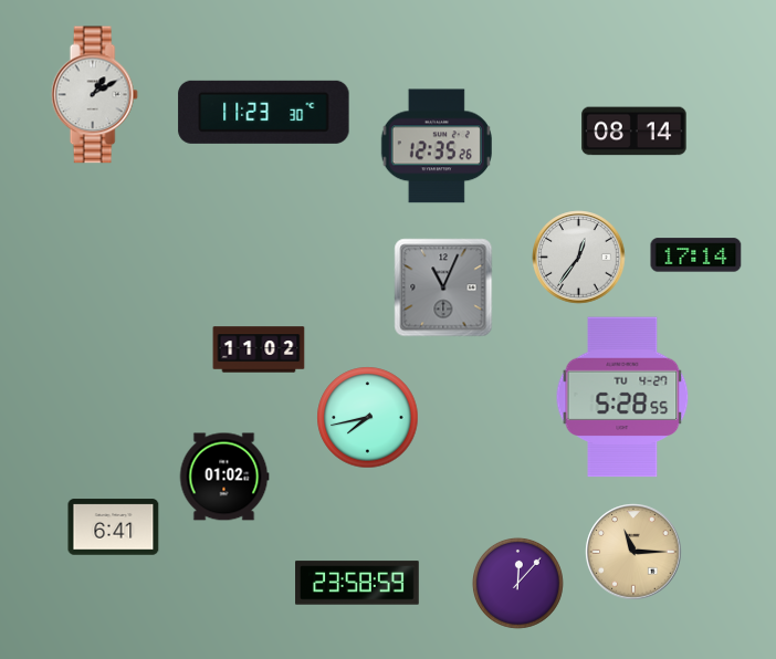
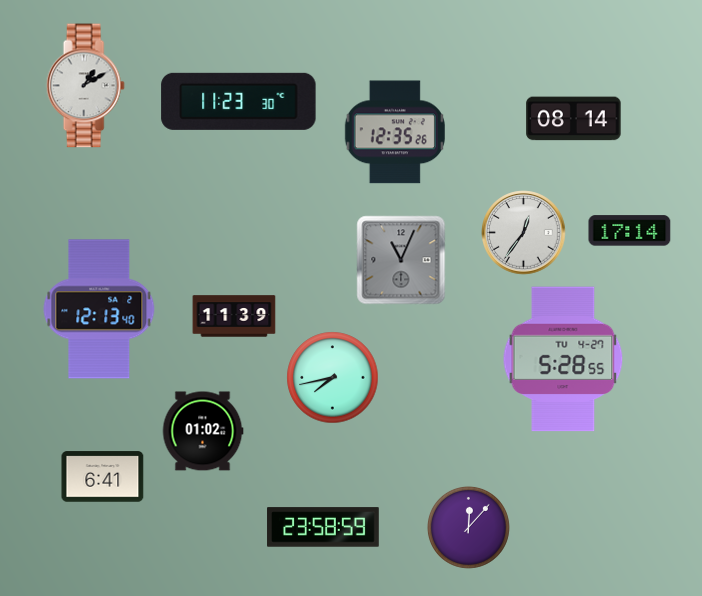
clock at (99, 309): none -> 12:13
clock at (259, 349): 11:02 -> 11:39
clock at (633, 552): 11:15 -> none
